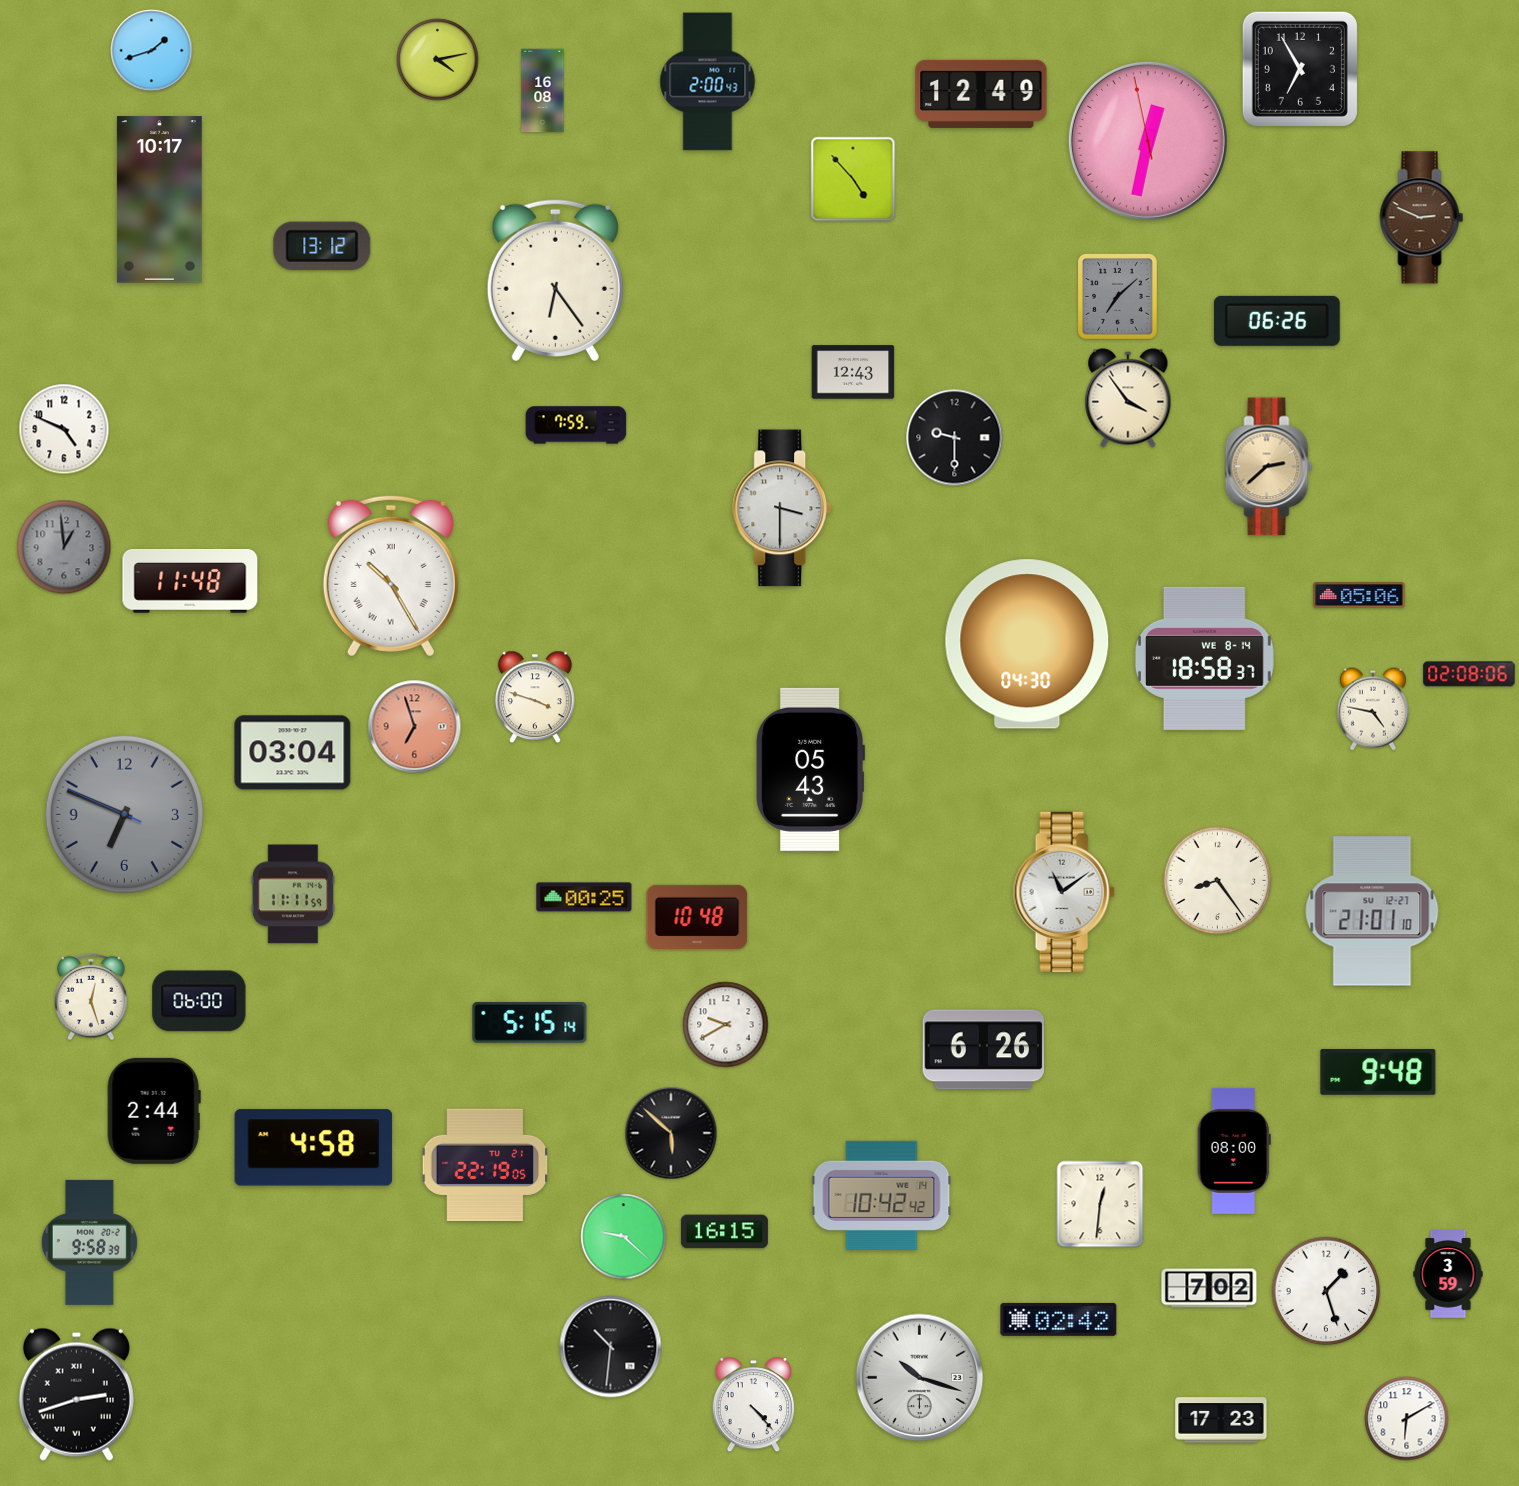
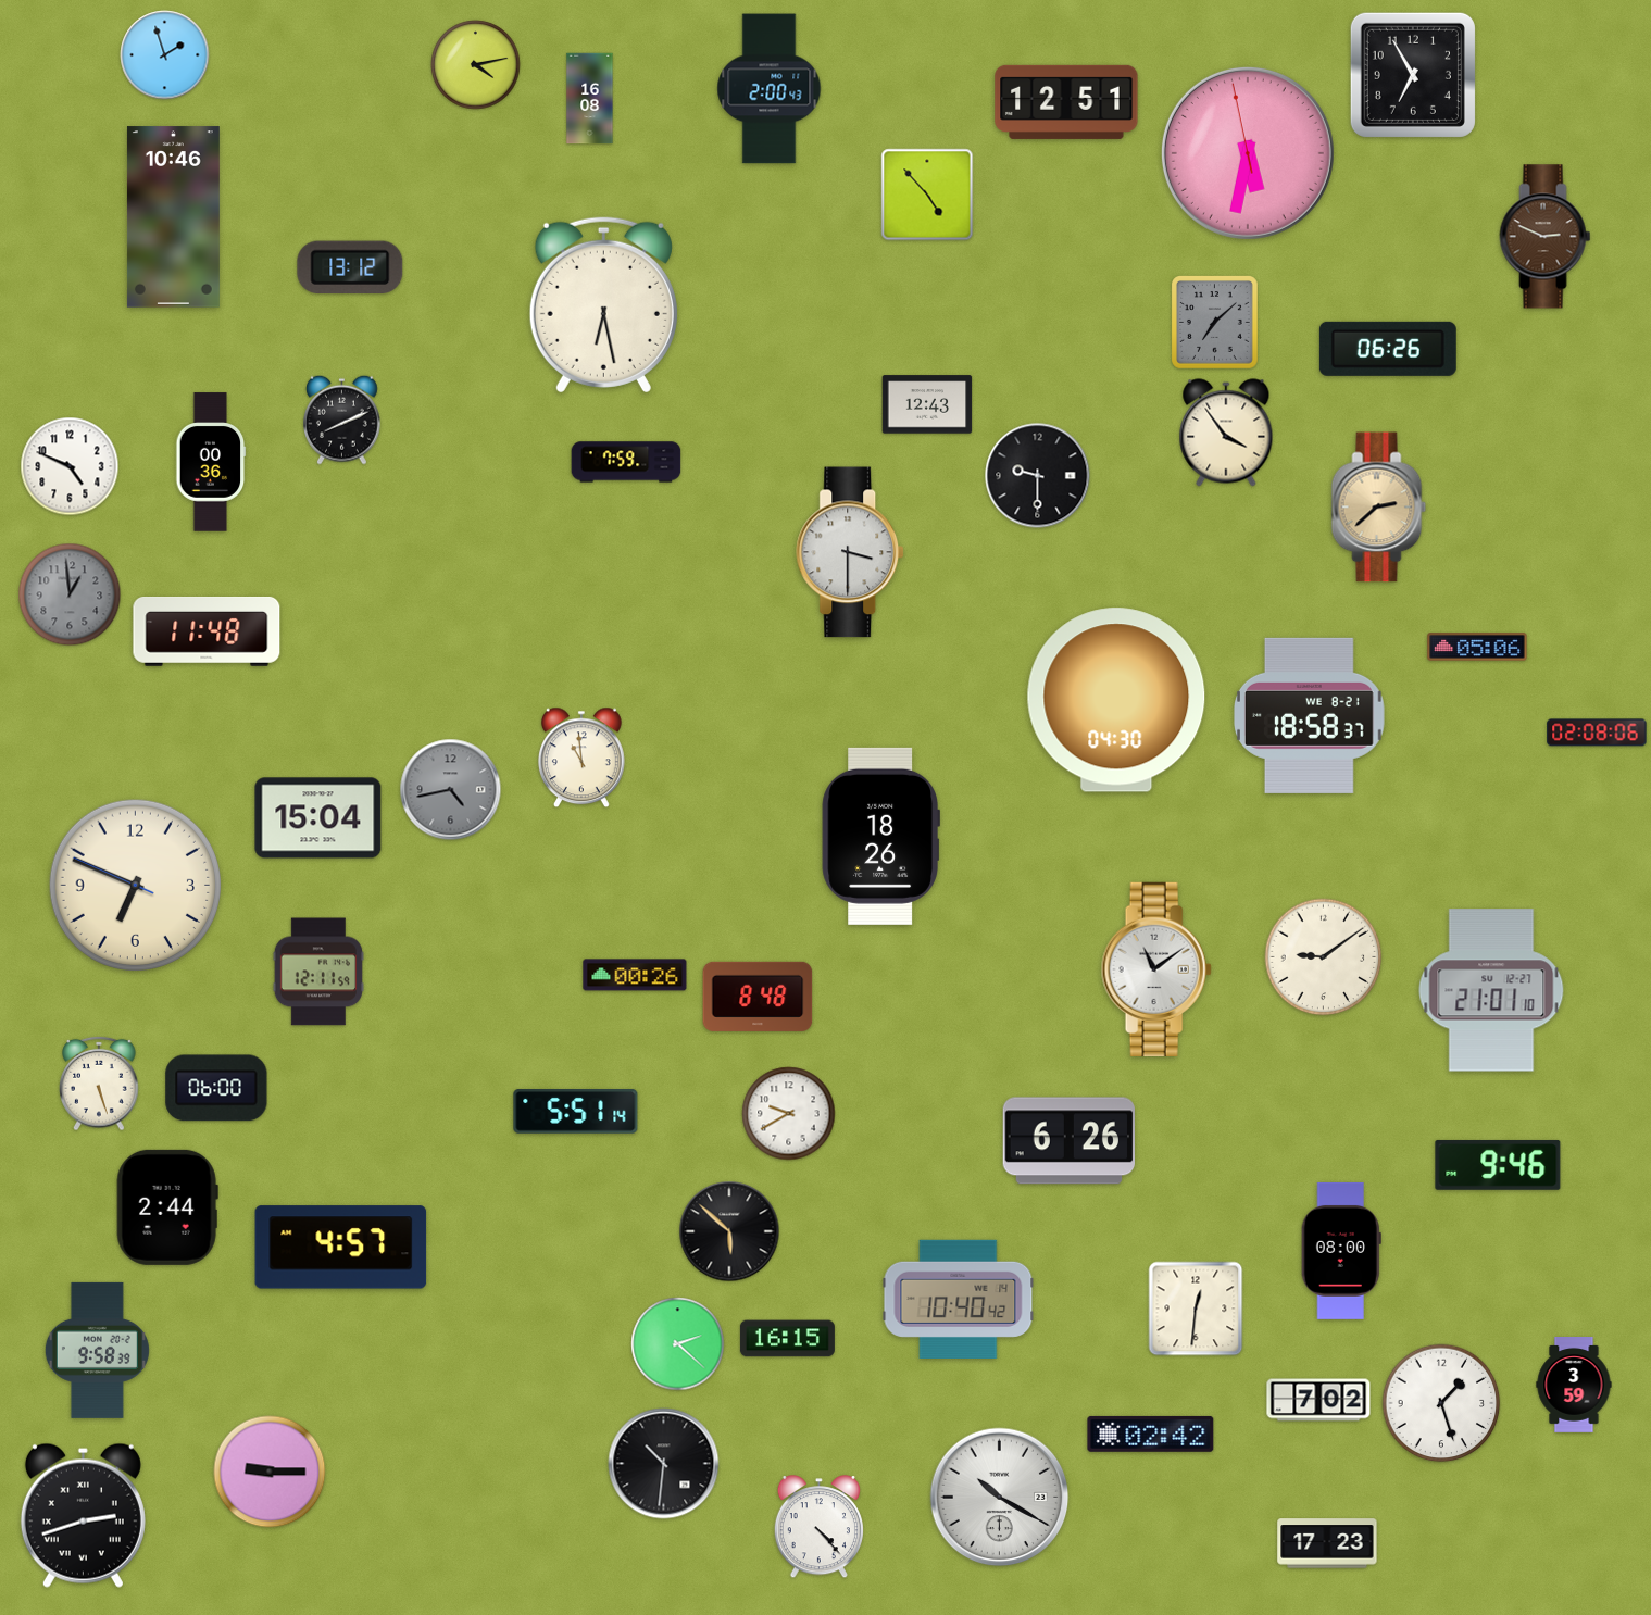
clock at (152, 51): 1:42 -> 1:57
clock at (981, 94): 12:49 -> 12:51
clock at (1148, 141): 12:31 -> 5:31
clock at (159, 200): 10:17 -> 10:46
clock at (555, 280): 6:24 -> 6:28
clock at (342, 420): none -> 8:11
clock at (211, 462): none -> 00:36
clock at (391, 576): 10:25 -> none
clock at (1204, 658) date: WE 8-14 -> WE 8-21
clock at (535, 697): 3:48 -> 10:59
clock at (1373, 709): 4:47 -> none
clock at (415, 727): 6:57 -> 4:43
clock at (415, 727) dial: salmon -> grey
clock at (293, 753): 03:04 -> 15:04
clock at (810, 769): 05:43 -> 18:26
clock at (124, 814) dial: grey -> cream
clock at (1218, 881): 8:24 -> 9:09
clock at (293, 894): 11:11 -> 12:11
clock at (584, 897): 00:25 -> 00:26
clock at (697, 917): 10:48 -> 8:48
clock at (91, 997): 12:27 -> 5:27
clock at (530, 1023): 5:15 -> 5:51
clock at (1378, 1072): 9:48 -> 9:46
clock at (314, 1148): 4:58 -> 4:57
clock at (485, 1165): 22:19 -> none
clock at (882, 1195): 10:42 -> 10:40
clock at (624, 1237): 9:22 -> 2:22
clock at (1209, 1288) position: (1209, 1288) -> (1318, 1400)
clock at (270, 1472): none -> 9:15
clock at (920, 1378): 10:18 -> 10:20
clock at (1407, 1419): 6:10 -> none
